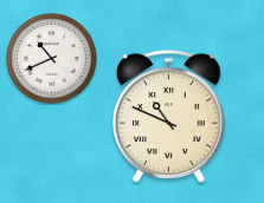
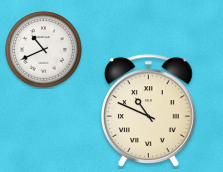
clock at (168, 117) position: (168, 117) -> (148, 111)
